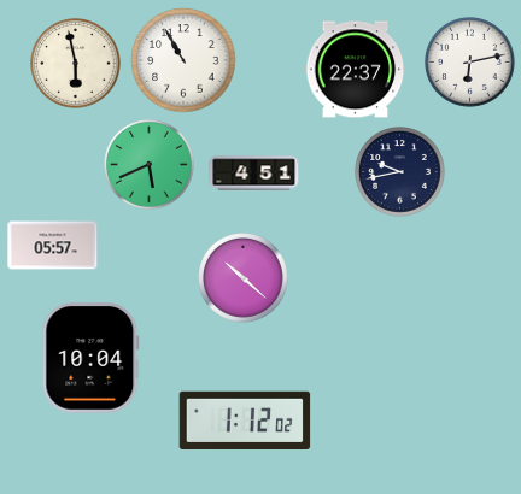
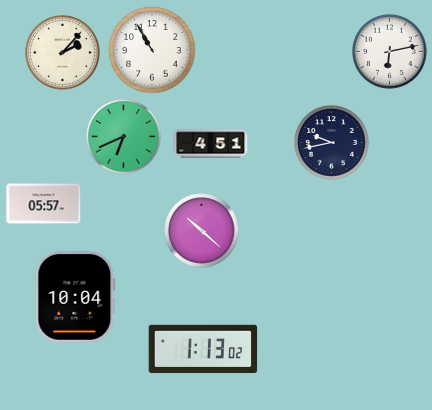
clock at (76, 64): 5:58 -> 2:07
clock at (356, 70): 22:37 -> none
clock at (150, 165): 5:41 -> 6:41
clock at (245, 421): 1:12 -> 1:13
